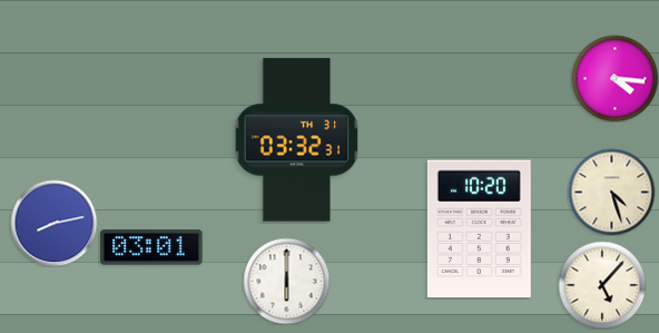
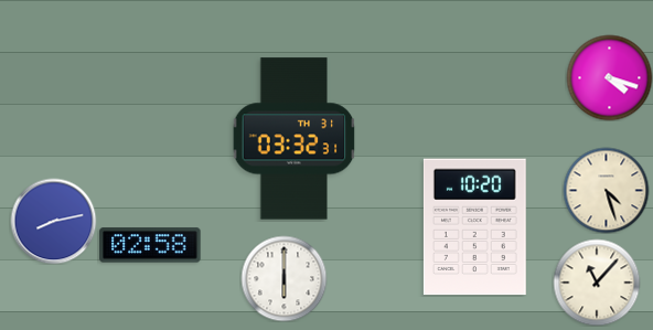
clock at (614, 78): 4:16 -> 4:18
clock at (151, 247): 03:01 -> 02:58
clock at (602, 285): 5:07 -> 11:07
